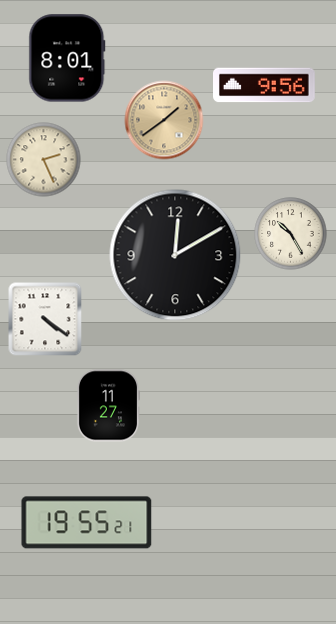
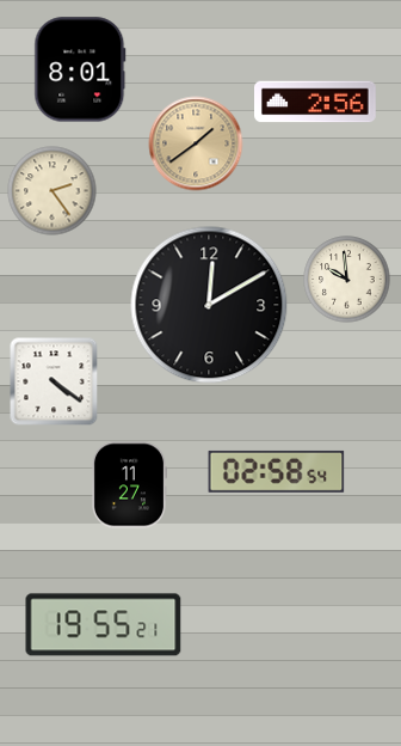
clock at (265, 85): 9:56 -> 2:56
clock at (44, 160): 2:26 -> 2:24
clock at (291, 234): 10:25 -> 9:59
clock at (277, 471): none -> 02:58
